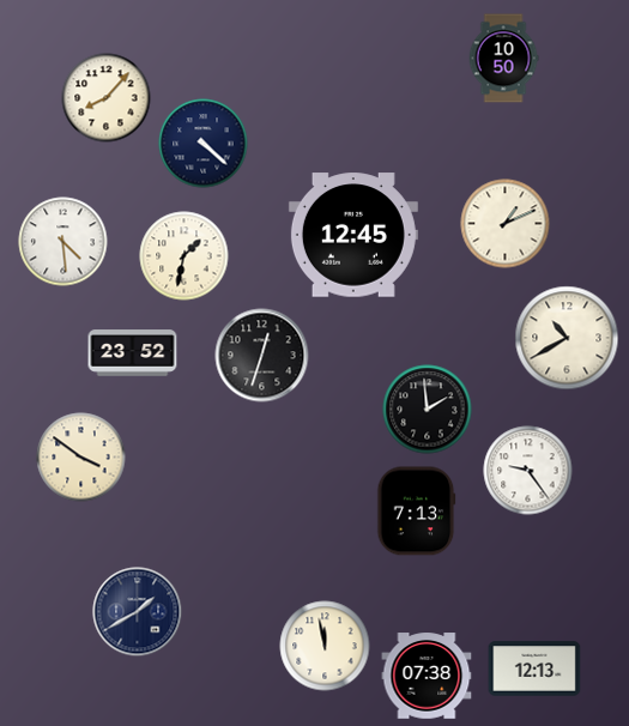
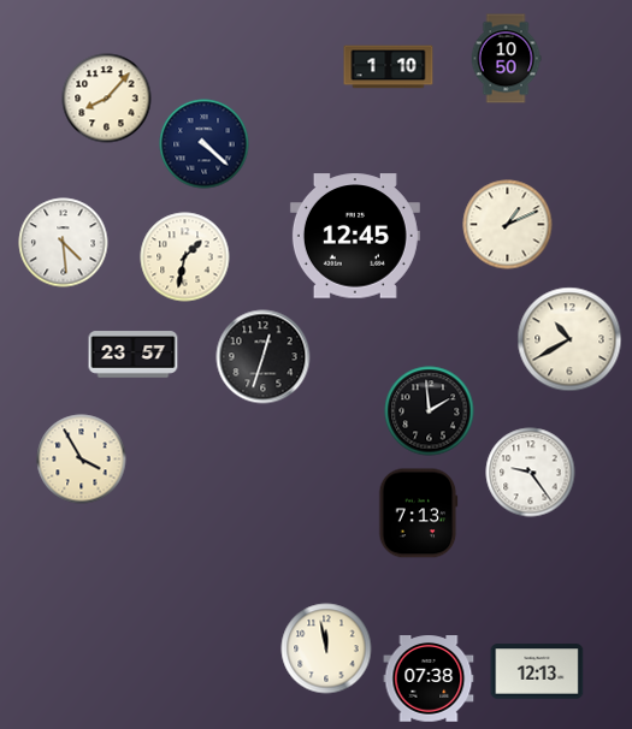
clock at (389, 67): none -> 1:10
clock at (133, 353): 23:52 -> 23:57
clock at (81, 458): 3:51 -> 3:55
clock at (138, 612): 1:40 -> none
